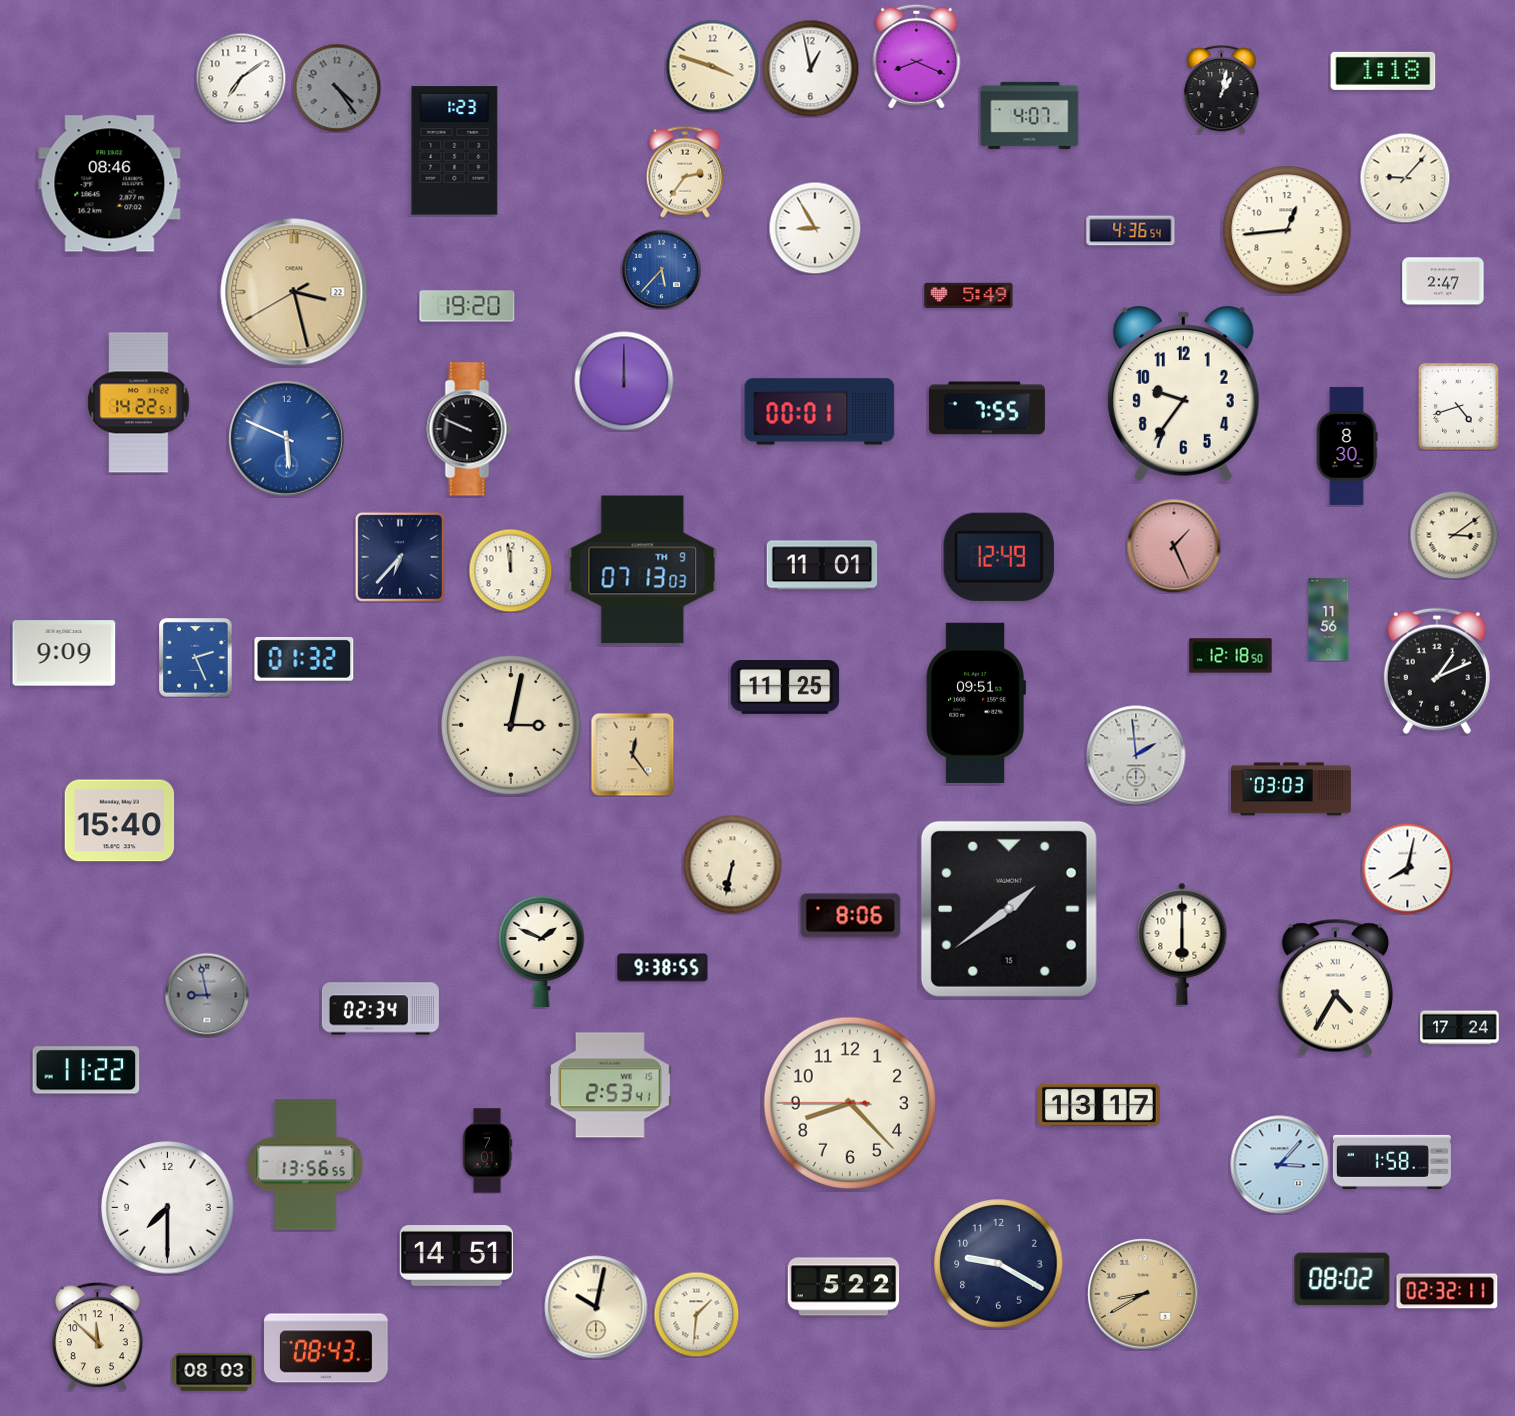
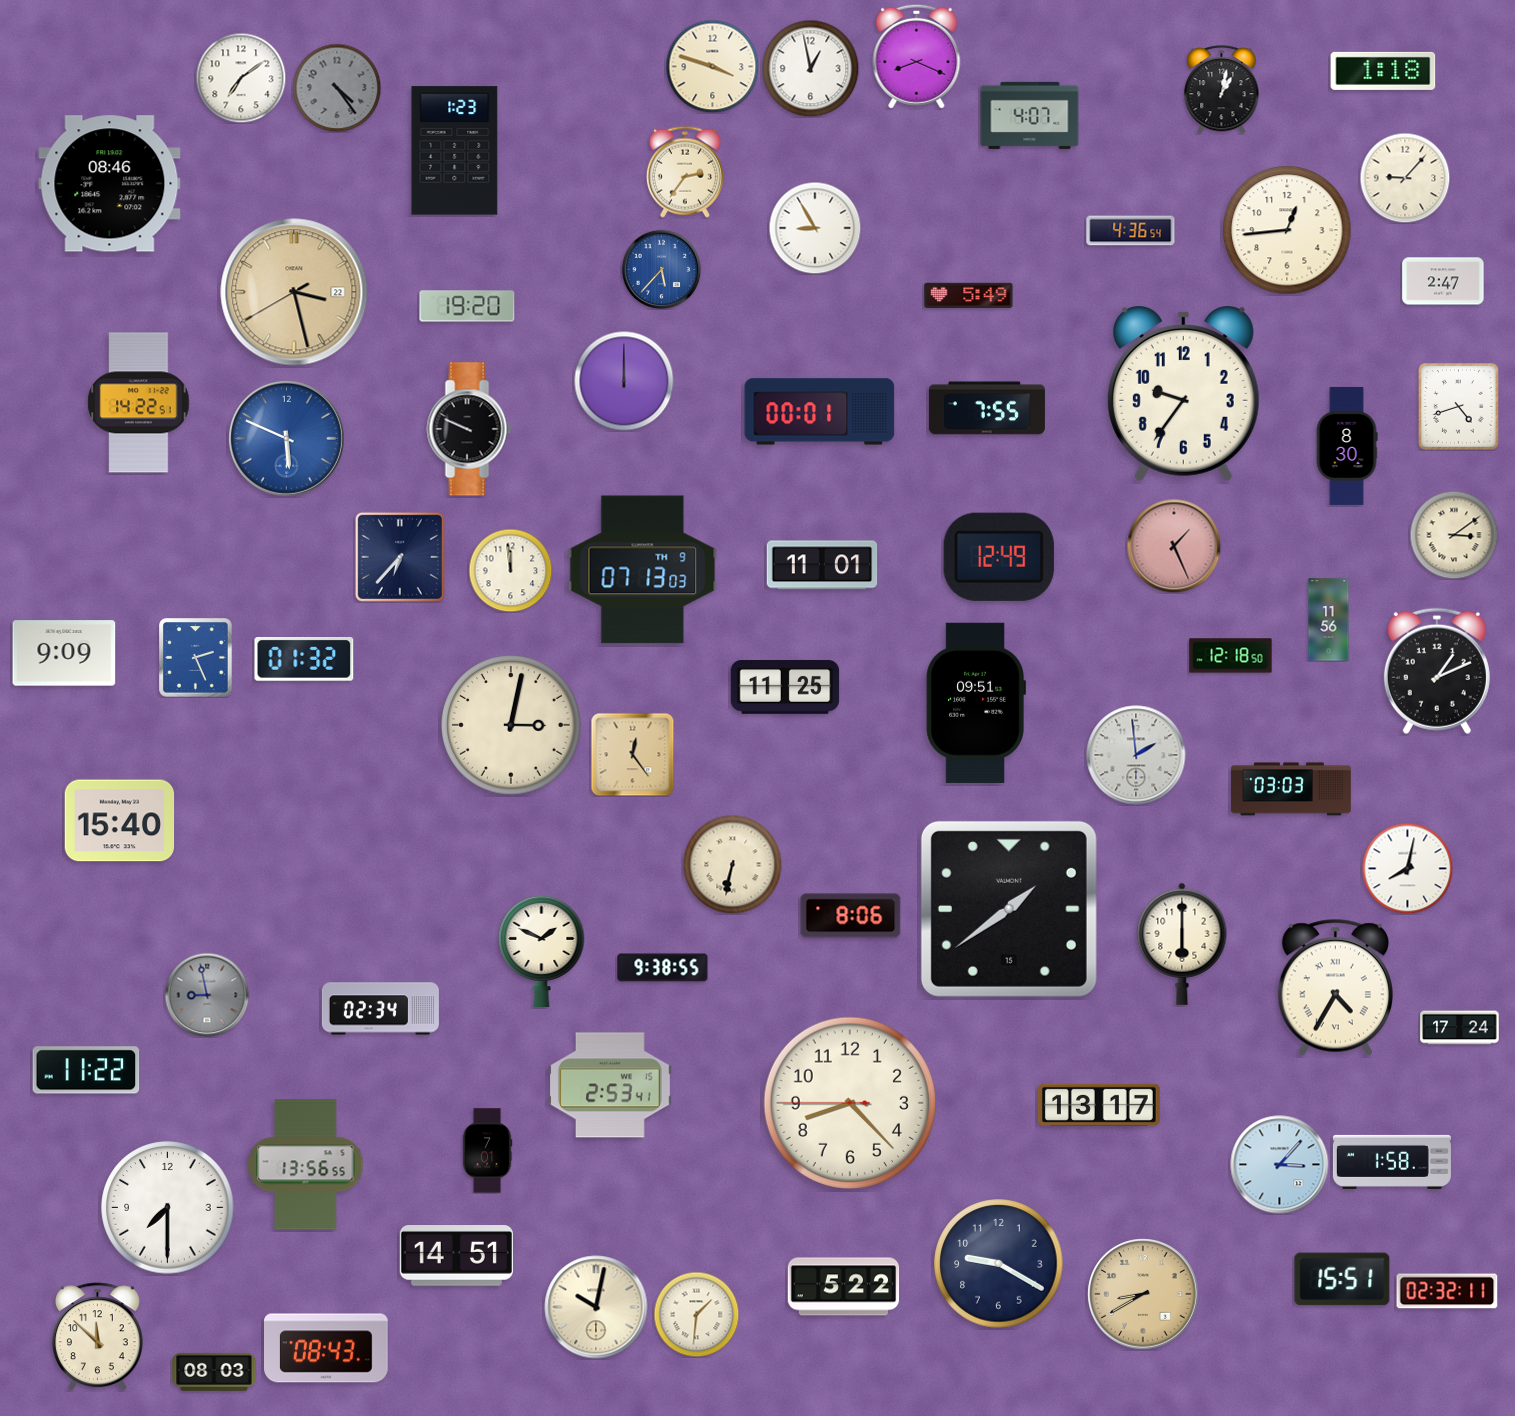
clock at (1342, 1279): 08:02 -> 15:51
